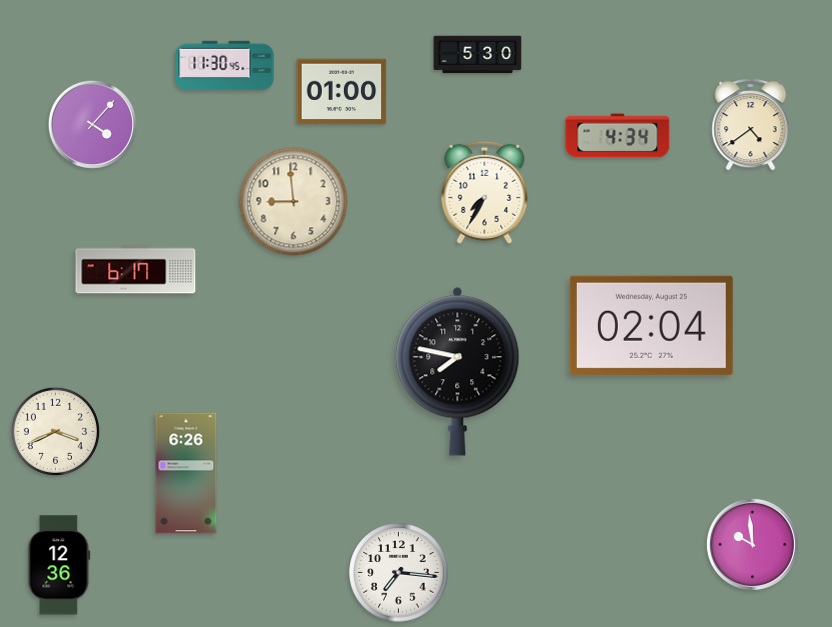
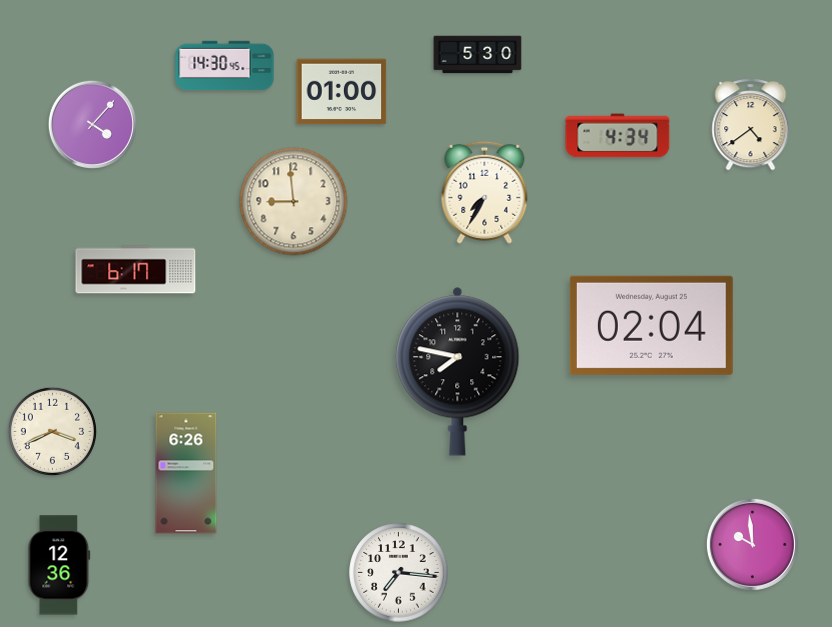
clock at (225, 66): 11:30 -> 14:30
clock at (55, 431) position: (55, 431) -> (52, 431)
